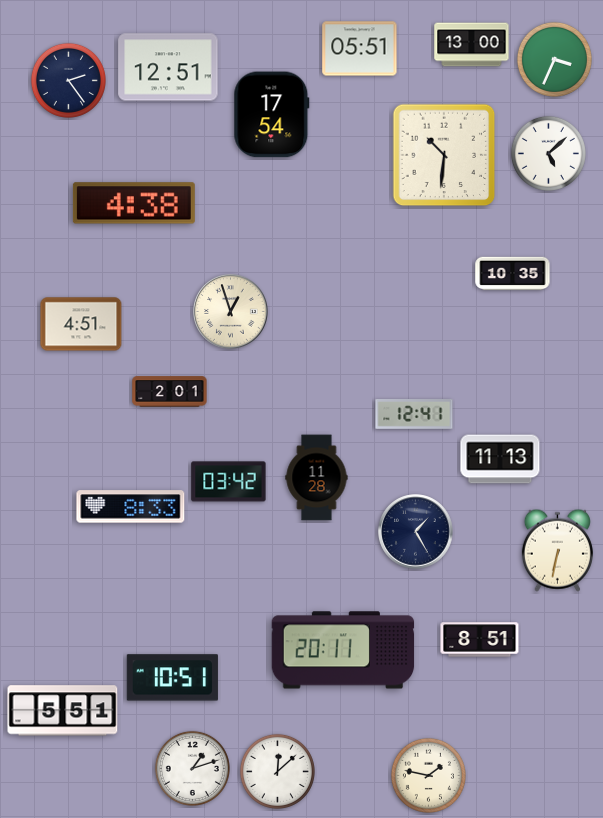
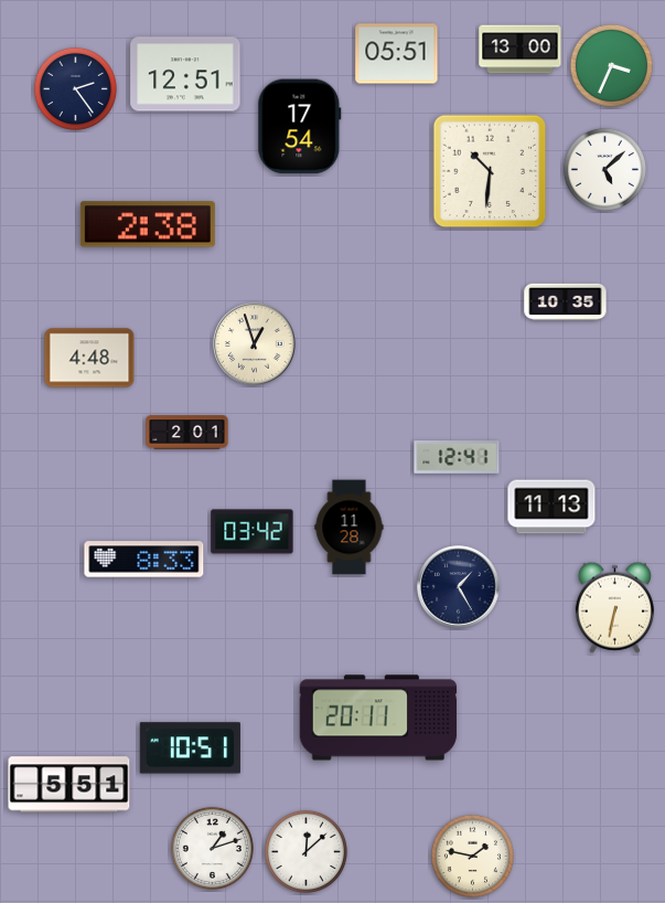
clock at (134, 203): 4:38 -> 2:38
clock at (81, 324): 4:51 -> 4:48
clock at (480, 640): 8:51 -> none
